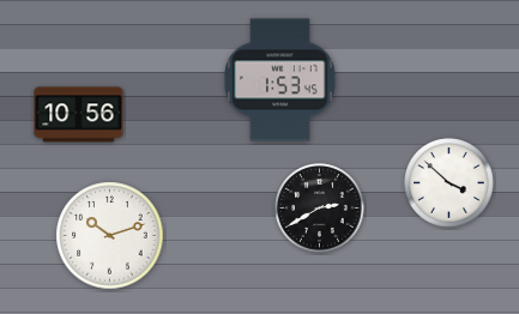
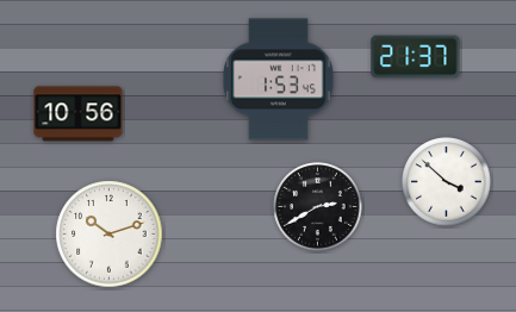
clock at (416, 57): none -> 21:37
